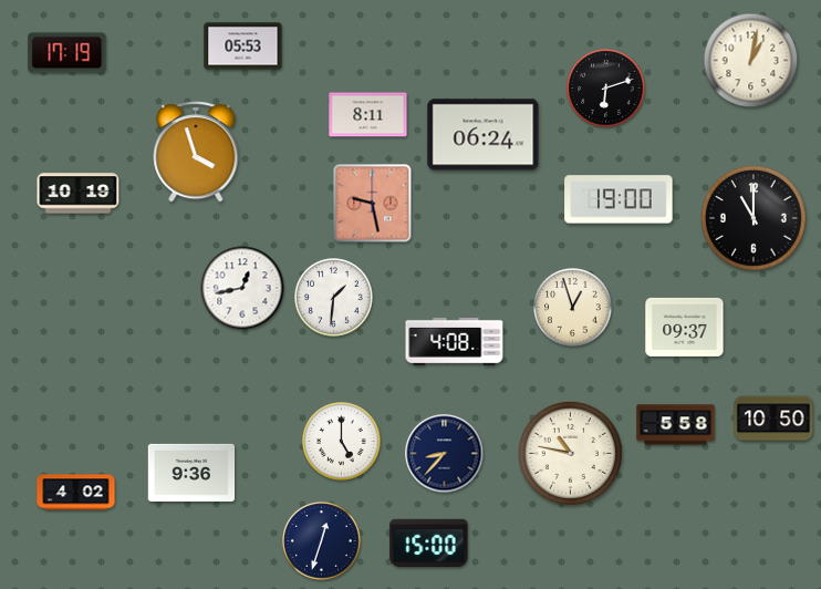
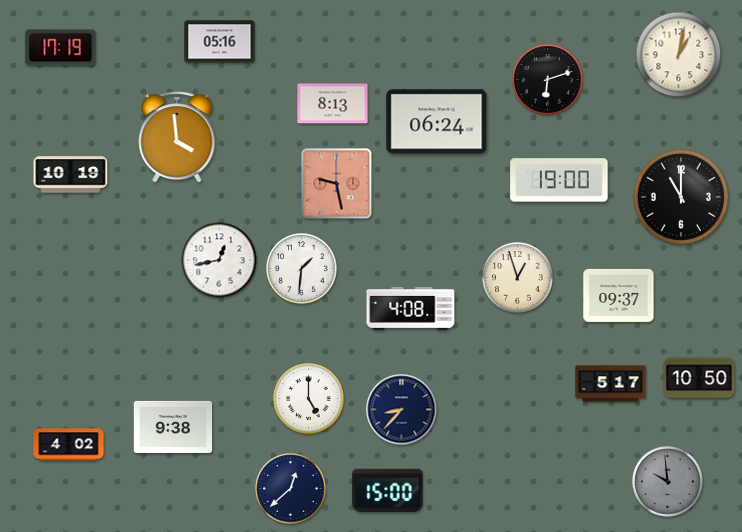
clock at (243, 46): 05:53 -> 05:16
clock at (368, 115): 8:11 -> 8:13
clock at (196, 153): 3:57 -> 3:59
clock at (676, 425): 5:58 -> 5:17
clock at (570, 453): 10:47 -> none
clock at (191, 473): 9:36 -> 9:38
clock at (668, 482): none -> 9:59
clock at (322, 541): 12:33 -> 12:38
